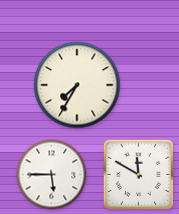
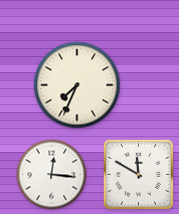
clock at (77, 85): 7:35 -> 7:34
clock at (52, 175): 5:45 -> 12:16
